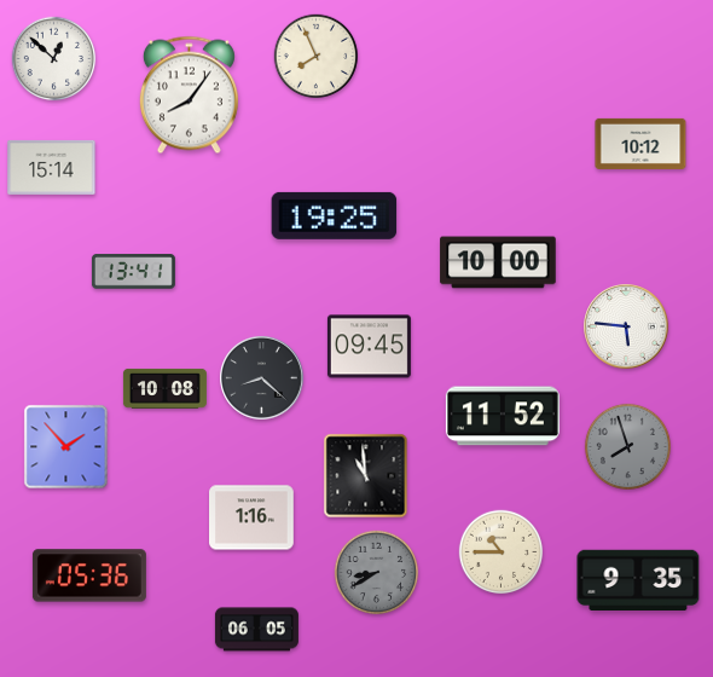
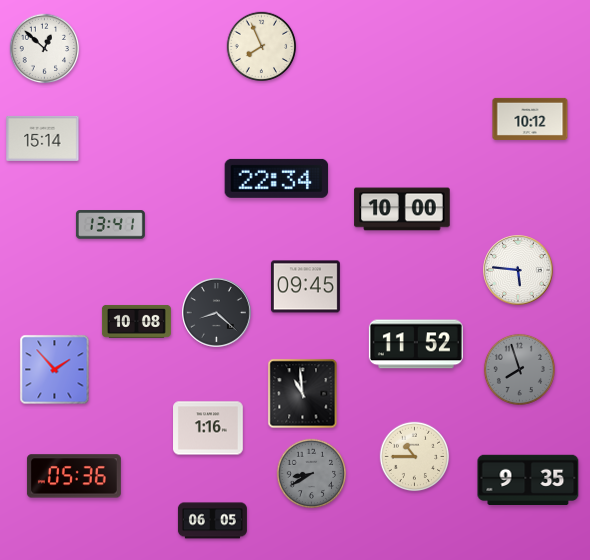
clock at (189, 96): 8:06 -> none
clock at (335, 215): 19:25 -> 22:34
clock at (498, 262) position: (498, 262) -> (402, 209)
